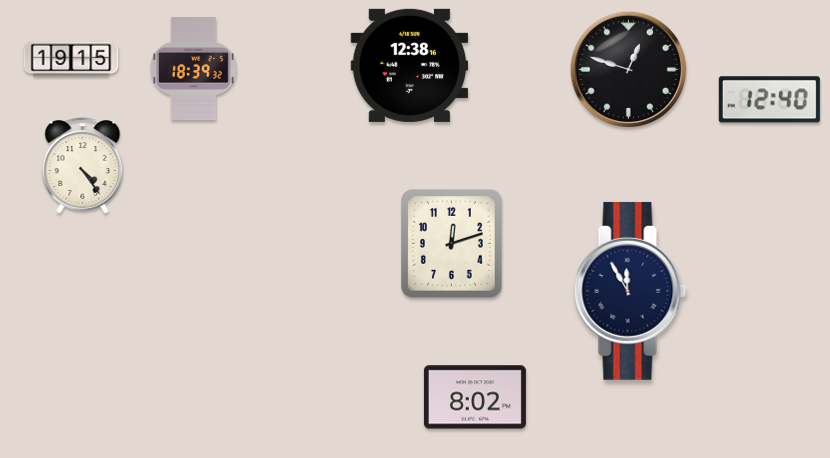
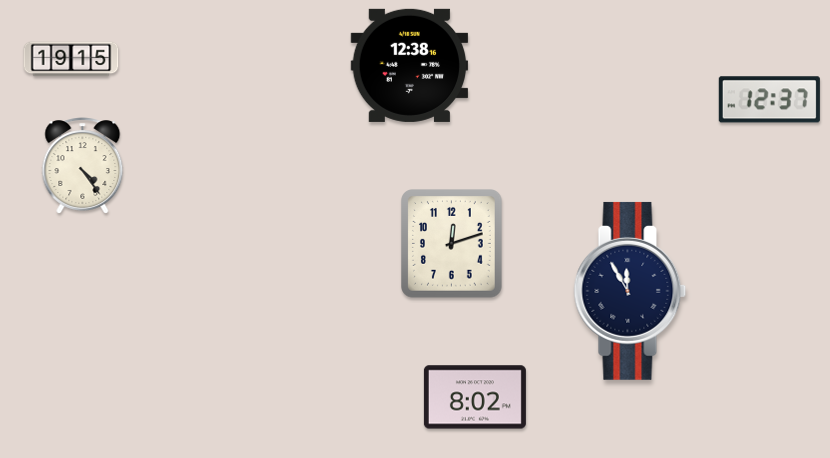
clock at (194, 68): 18:39 -> none
clock at (629, 70): 12:48 -> none
clock at (769, 100): 12:40 -> 12:37
